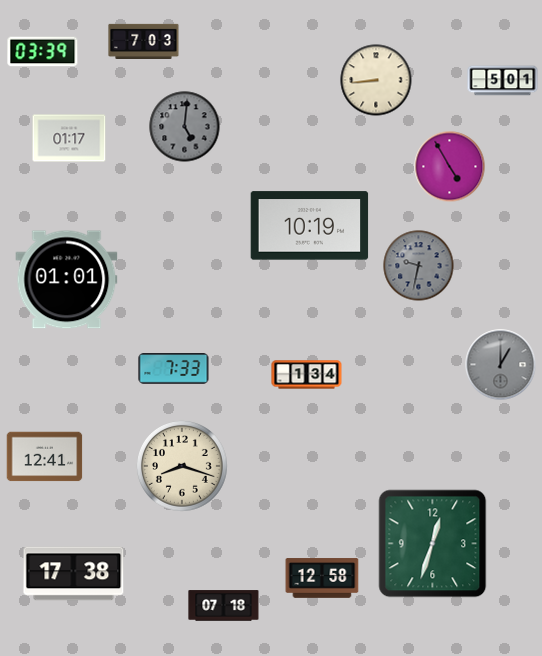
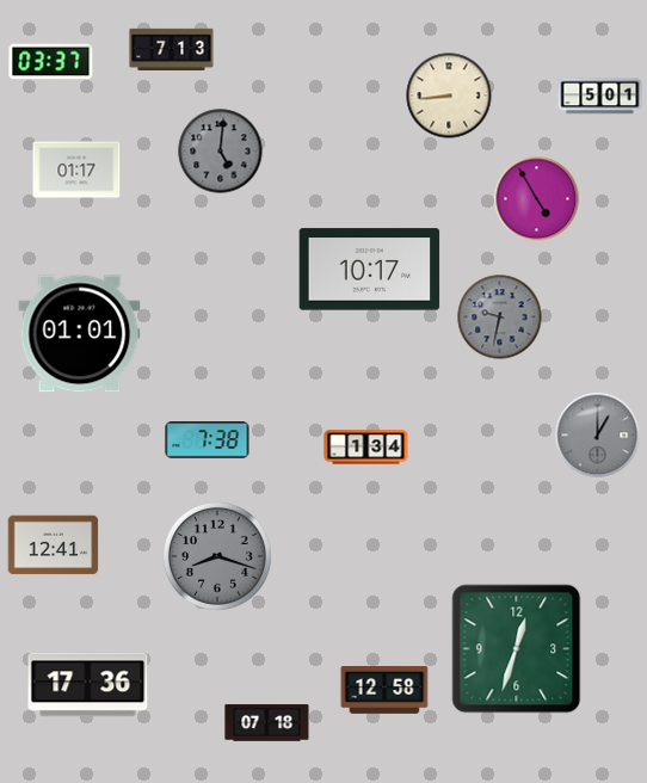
clock at (144, 41): 7:03 -> 7:13
clock at (43, 52): 03:39 -> 03:37
clock at (69, 138) position: (69, 138) -> (76, 169)
clock at (310, 226): 10:19 -> 10:17
clock at (174, 369): 7:33 -> 7:38
clock at (182, 466) dial: cream -> grey
clock at (74, 574): 17:38 -> 17:36
